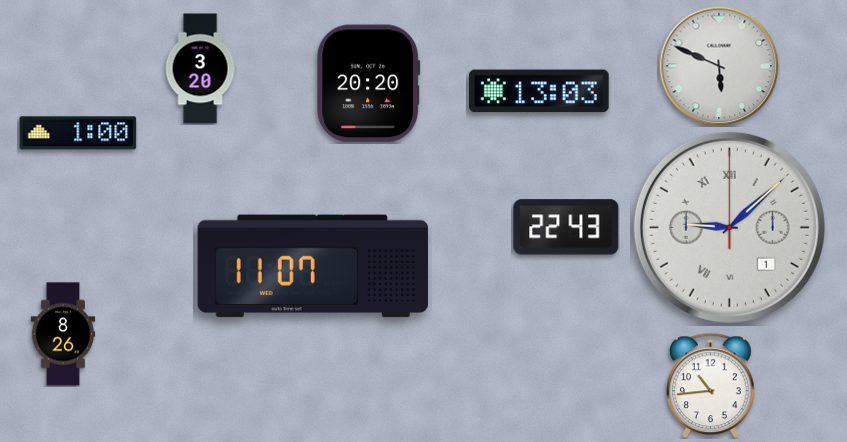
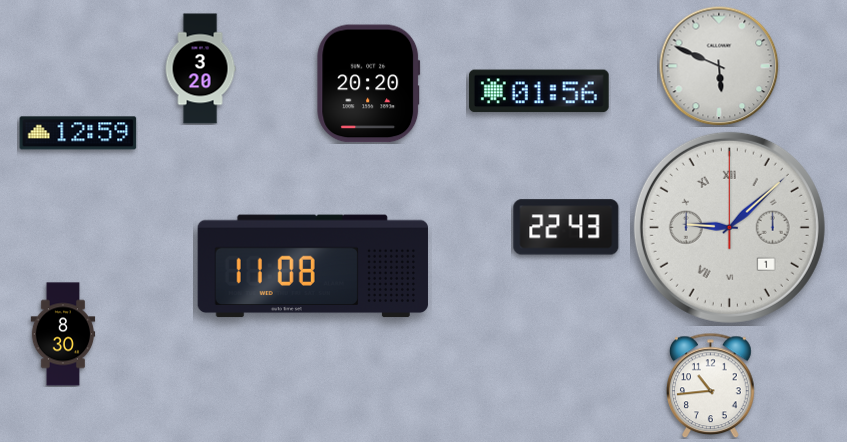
clock at (539, 91): 13:03 -> 01:56
clock at (78, 133): 1:00 -> 12:59
clock at (313, 266): 11:07 -> 11:08
clock at (63, 334): 8:26 -> 8:30
